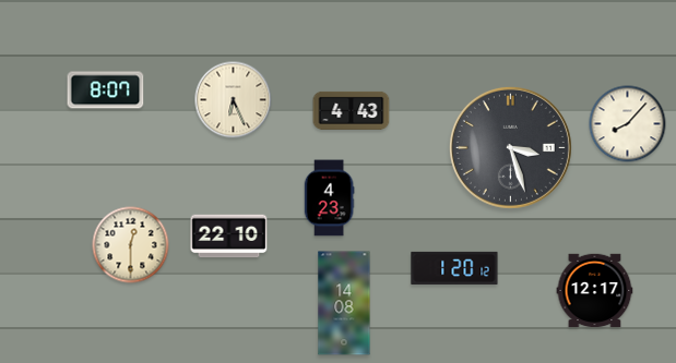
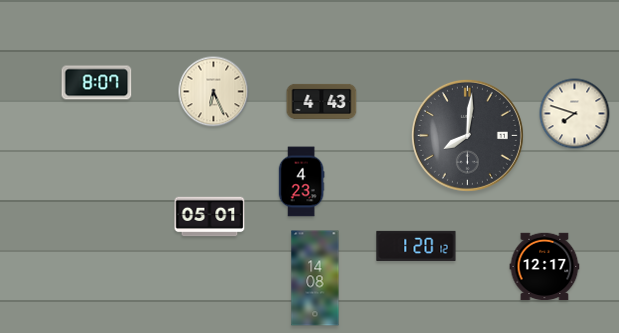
clock at (628, 124): 8:07 -> 7:48
clock at (510, 147): 3:27 -> 8:01
clock at (229, 237): 22:10 -> 05:01
clock at (131, 245): 12:30 -> none
